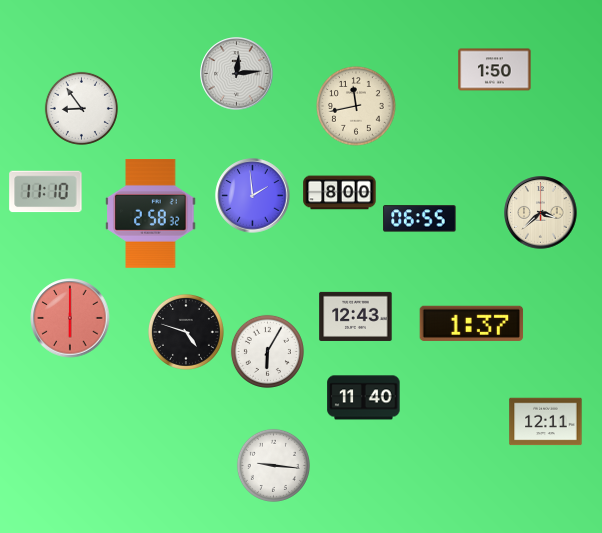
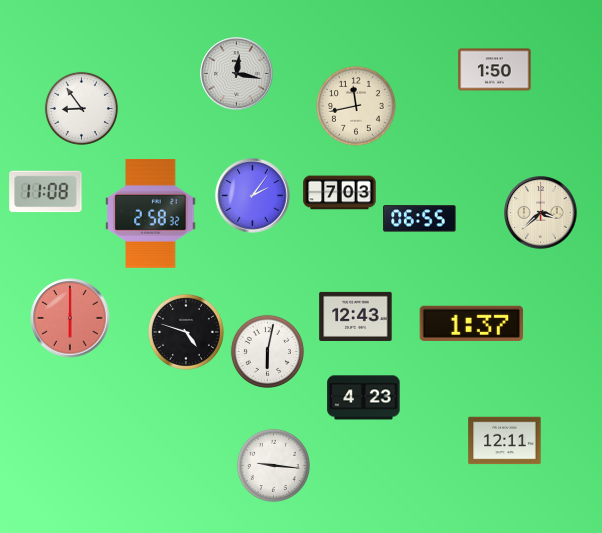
clock at (237, 74): 12:14 -> 12:17
clock at (46, 192): 11:10 -> 11:08
clock at (340, 193): 8:00 -> 7:03
clock at (253, 196): 1:59 -> 2:06
clock at (267, 351): 6:05 -> 6:02
clock at (364, 398): 11:40 -> 4:23
clock at (546, 422) position: (546, 422) -> (505, 441)
